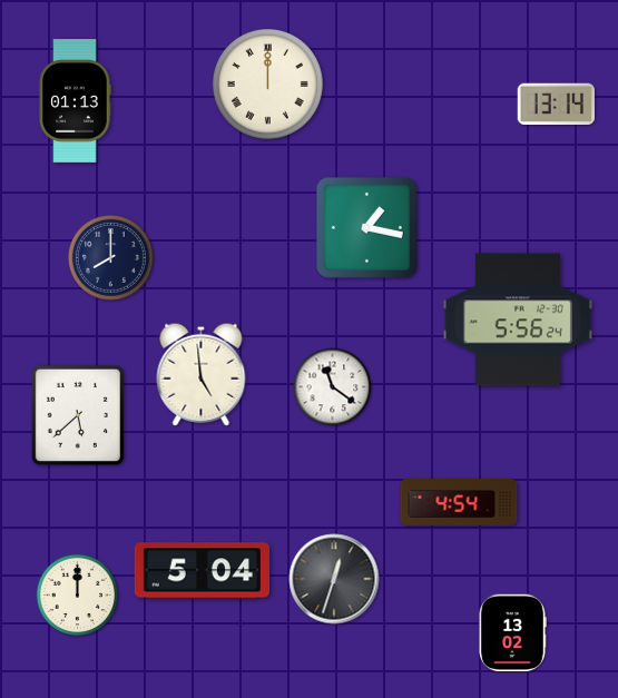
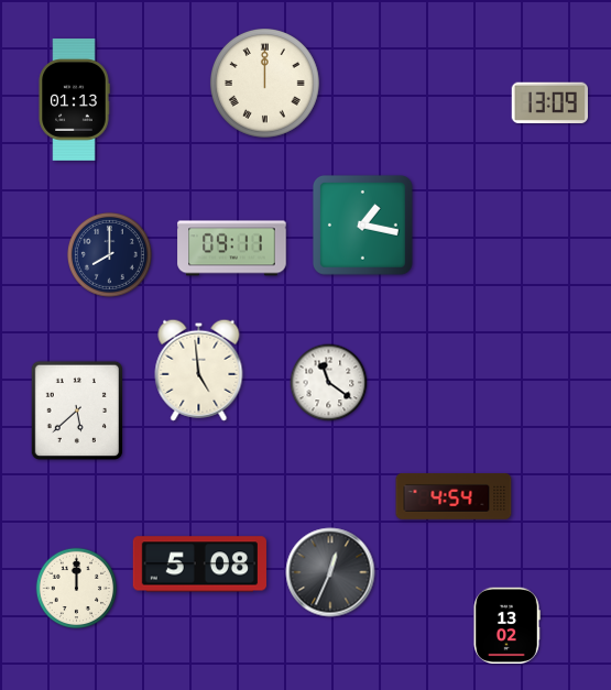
clock at (556, 104): 13:14 -> 13:09
clock at (232, 249): none -> 09:11
clock at (518, 319): 5:56 -> none
clock at (202, 571): 5:04 -> 5:08
clock at (334, 579): 12:33 -> 12:34
